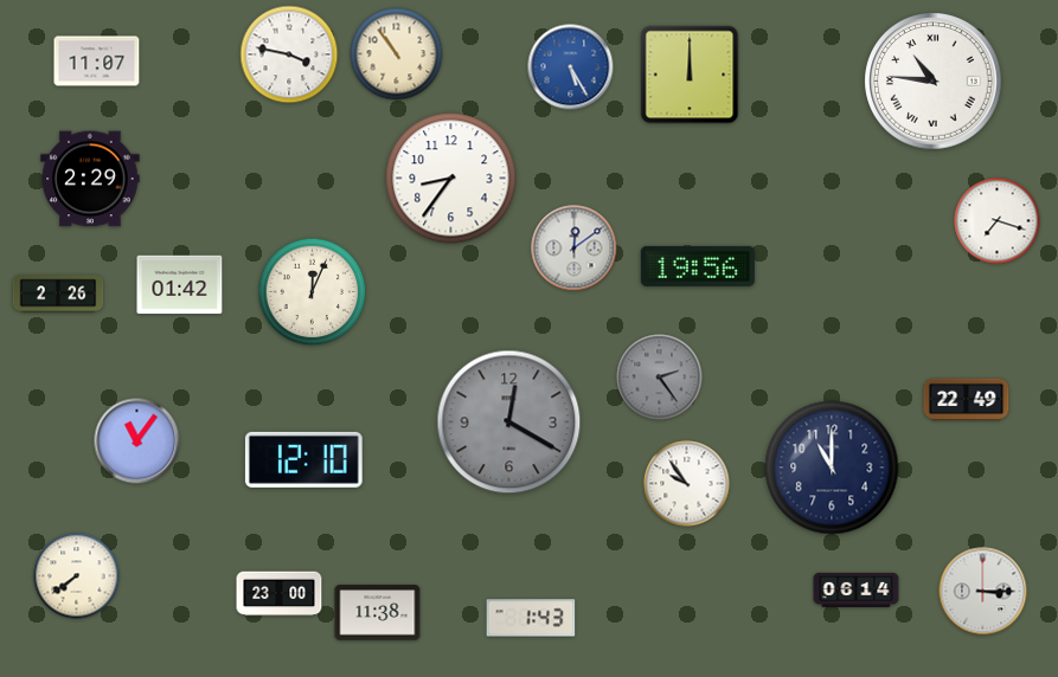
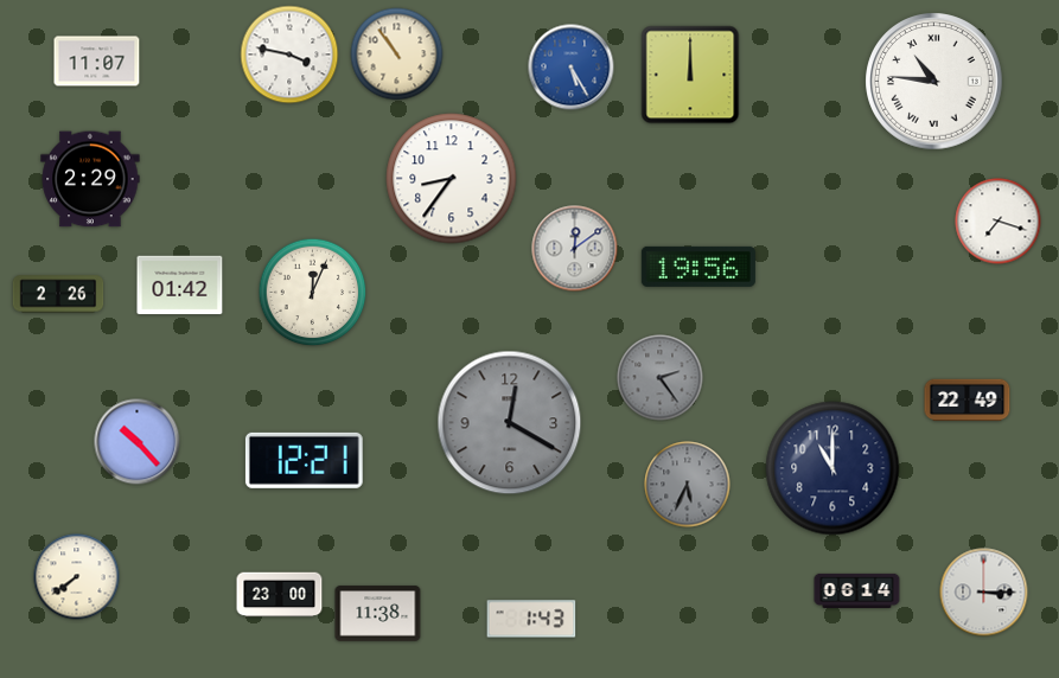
clock at (137, 441): 11:06 -> 10:23
clock at (303, 459): 12:10 -> 12:21
clock at (687, 484): 9:54 -> 5:34
clock at (687, 484) dial: white -> grey
